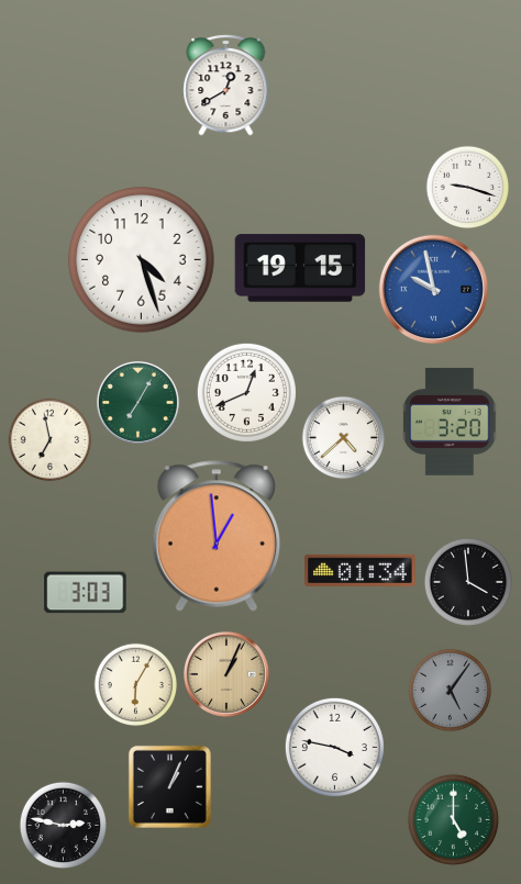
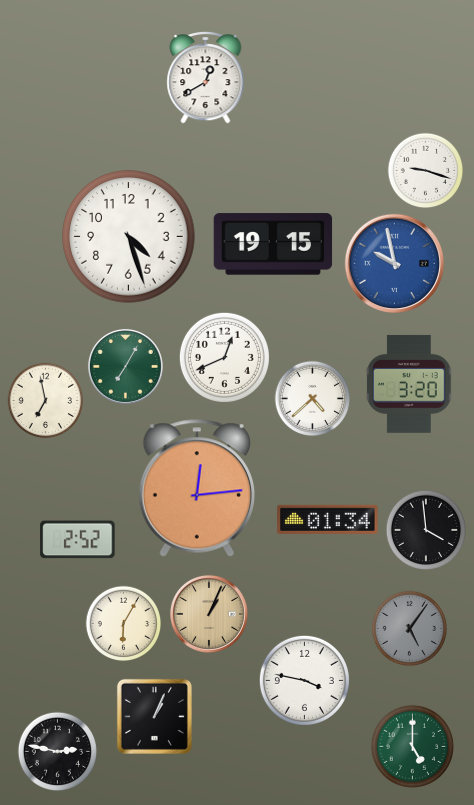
clock at (215, 536): 12:59 -> 12:14
clock at (86, 593): 3:03 -> 2:52
clock at (226, 674) position: (226, 674) -> (209, 614)
